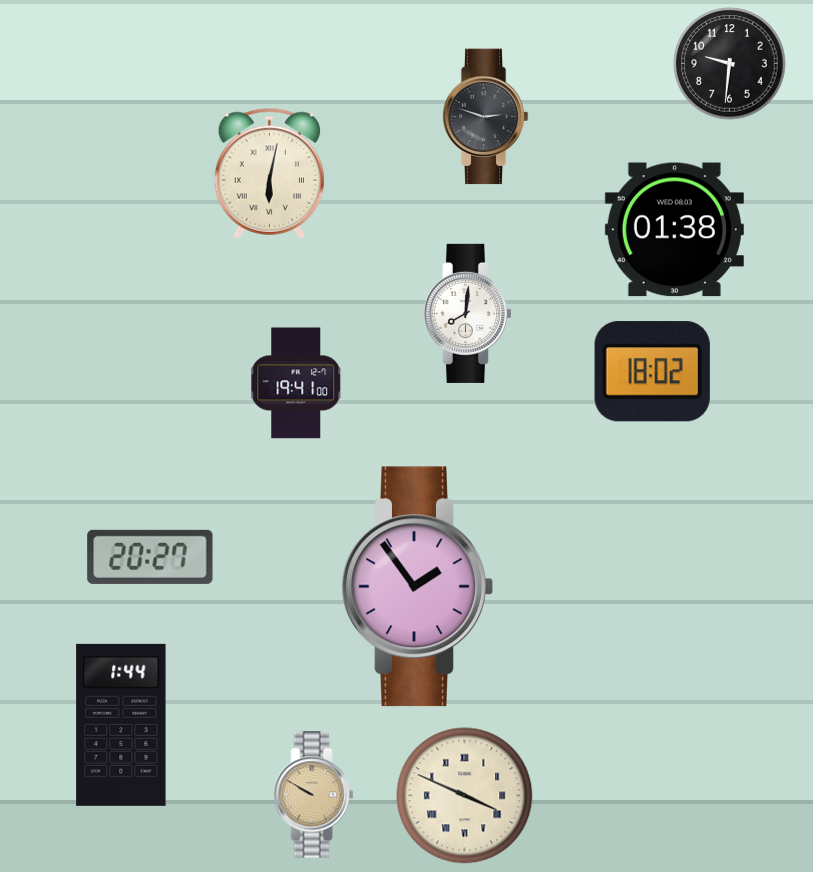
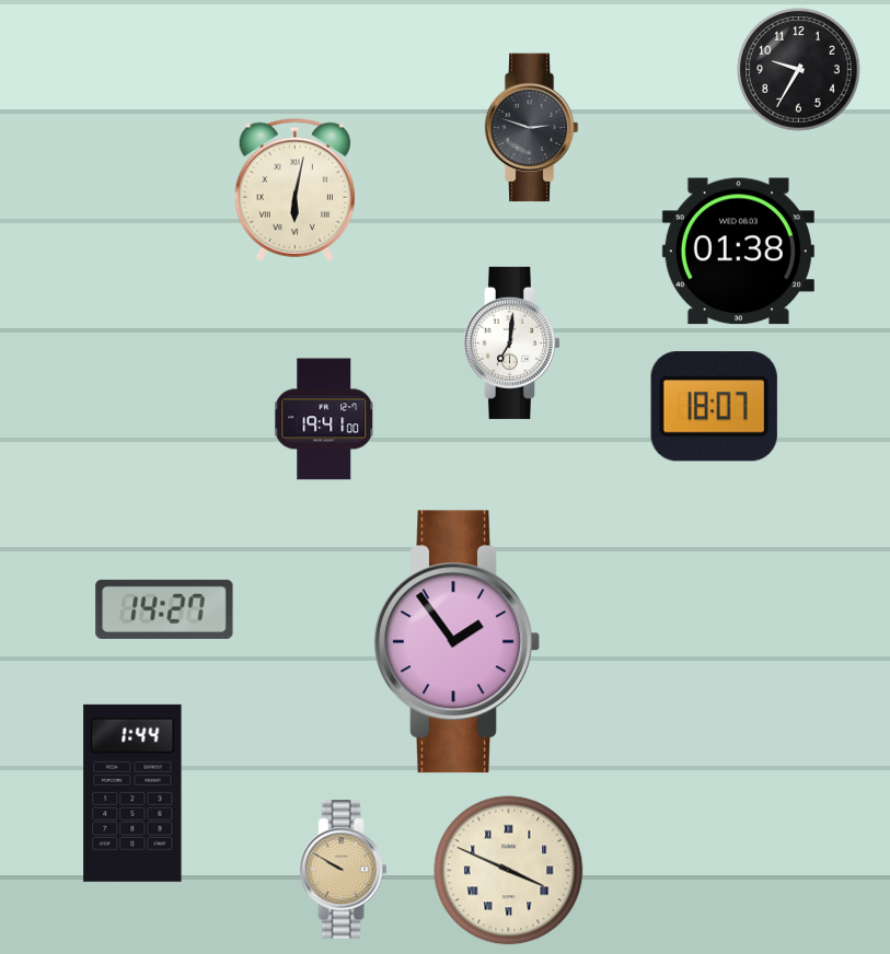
clock at (730, 64): 9:31 -> 9:35
clock at (467, 313): 8:01 -> 7:01
clock at (652, 372): 18:02 -> 18:07
clock at (150, 557): 20:27 -> 14:27
